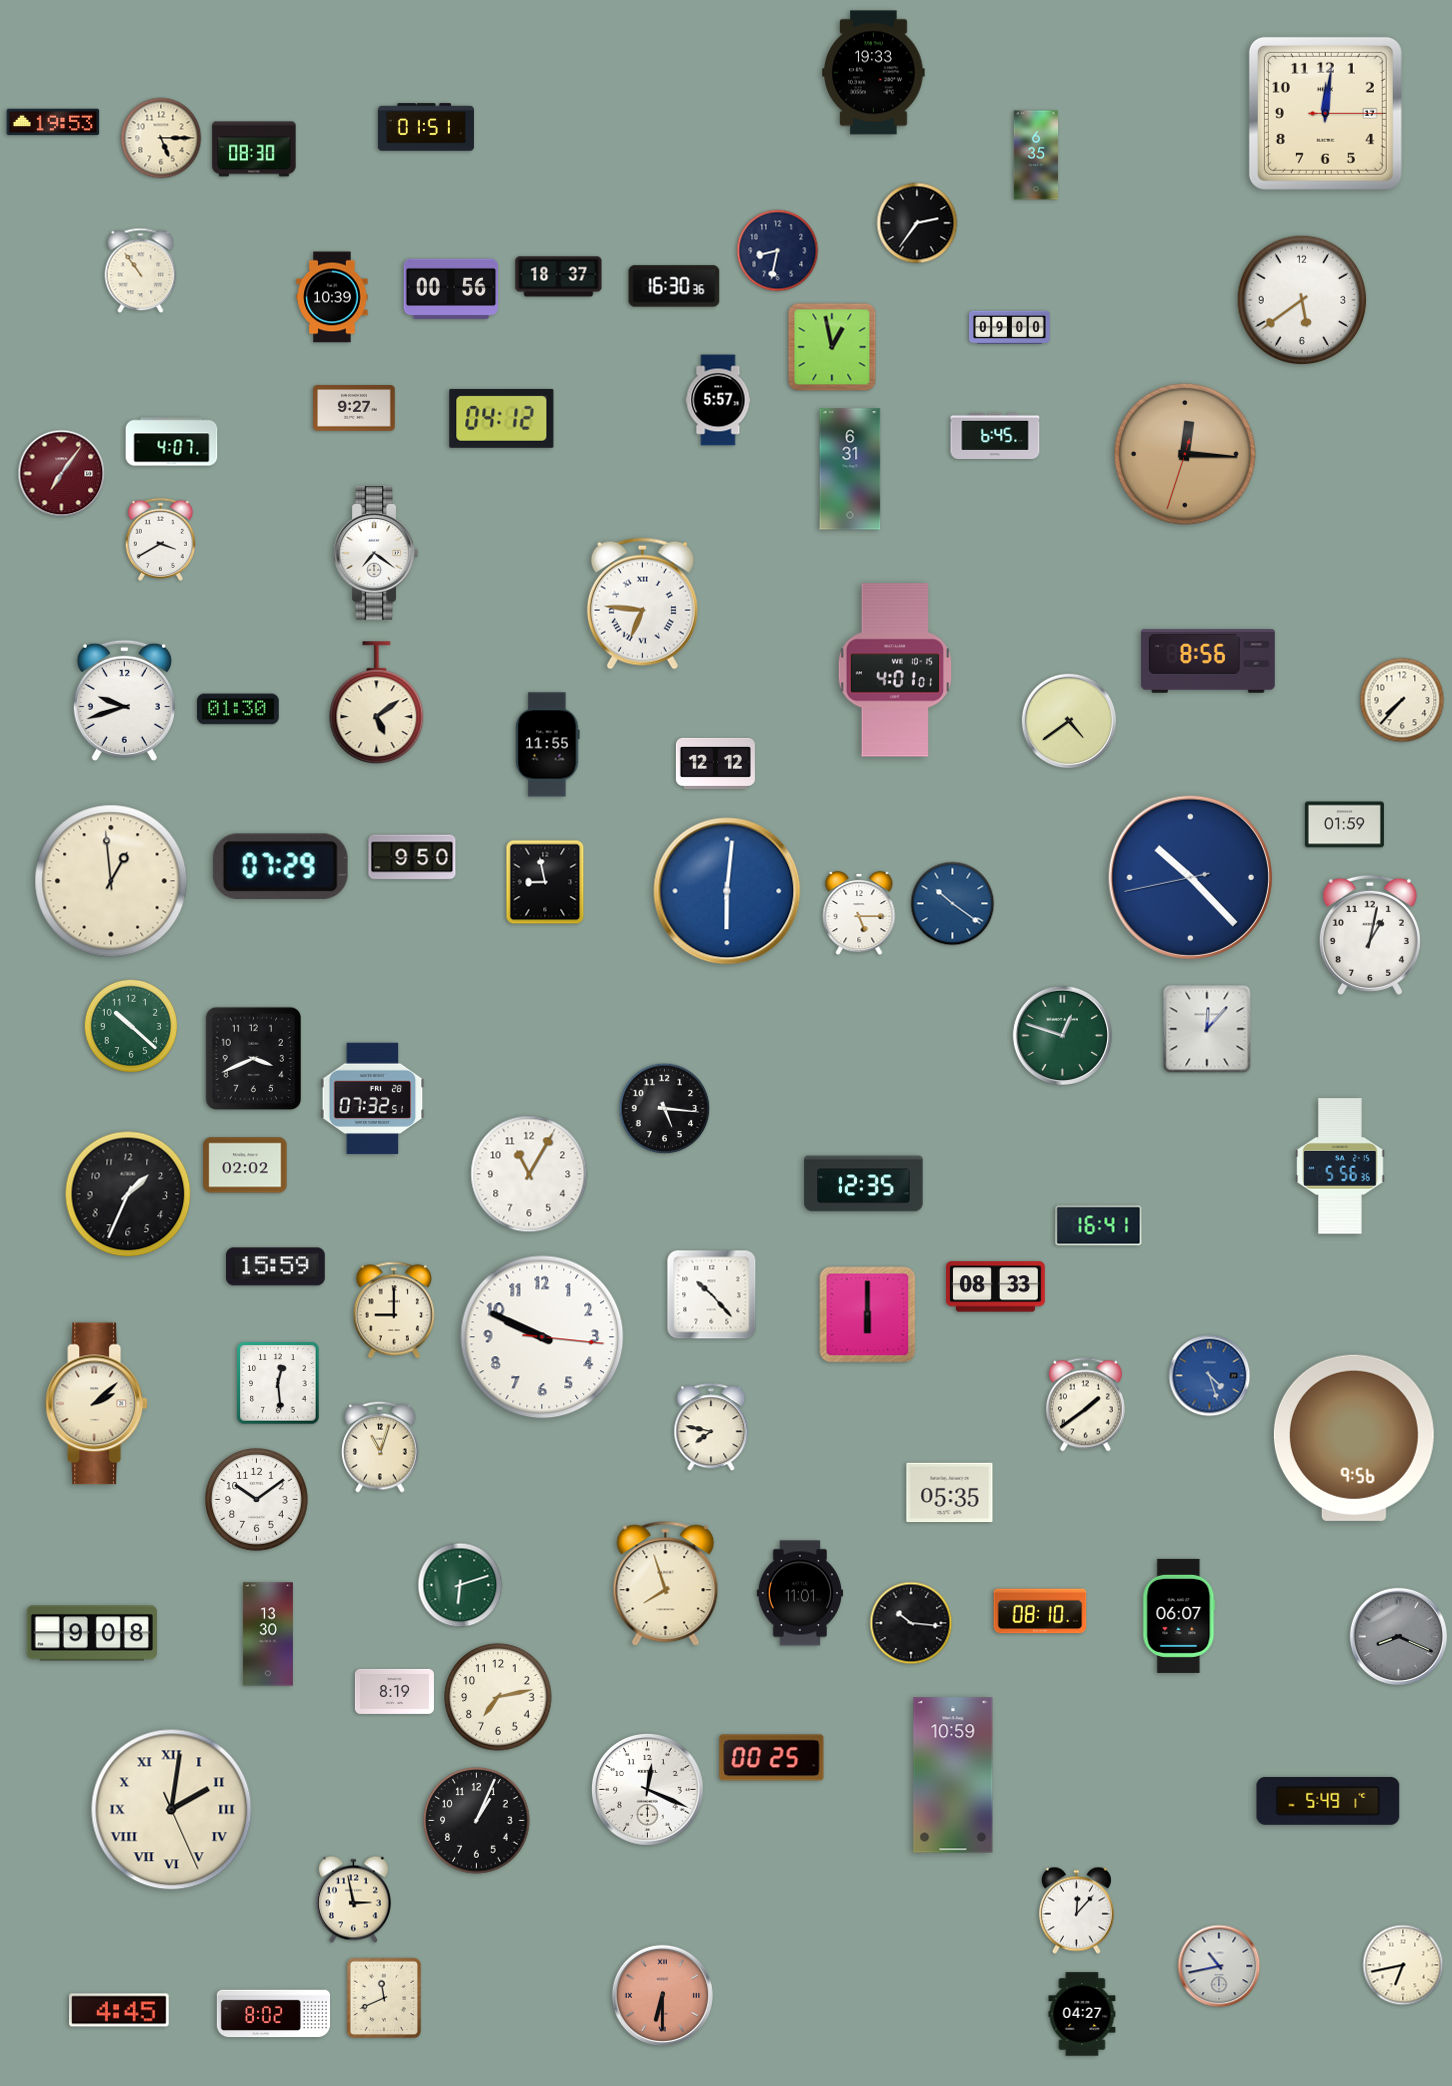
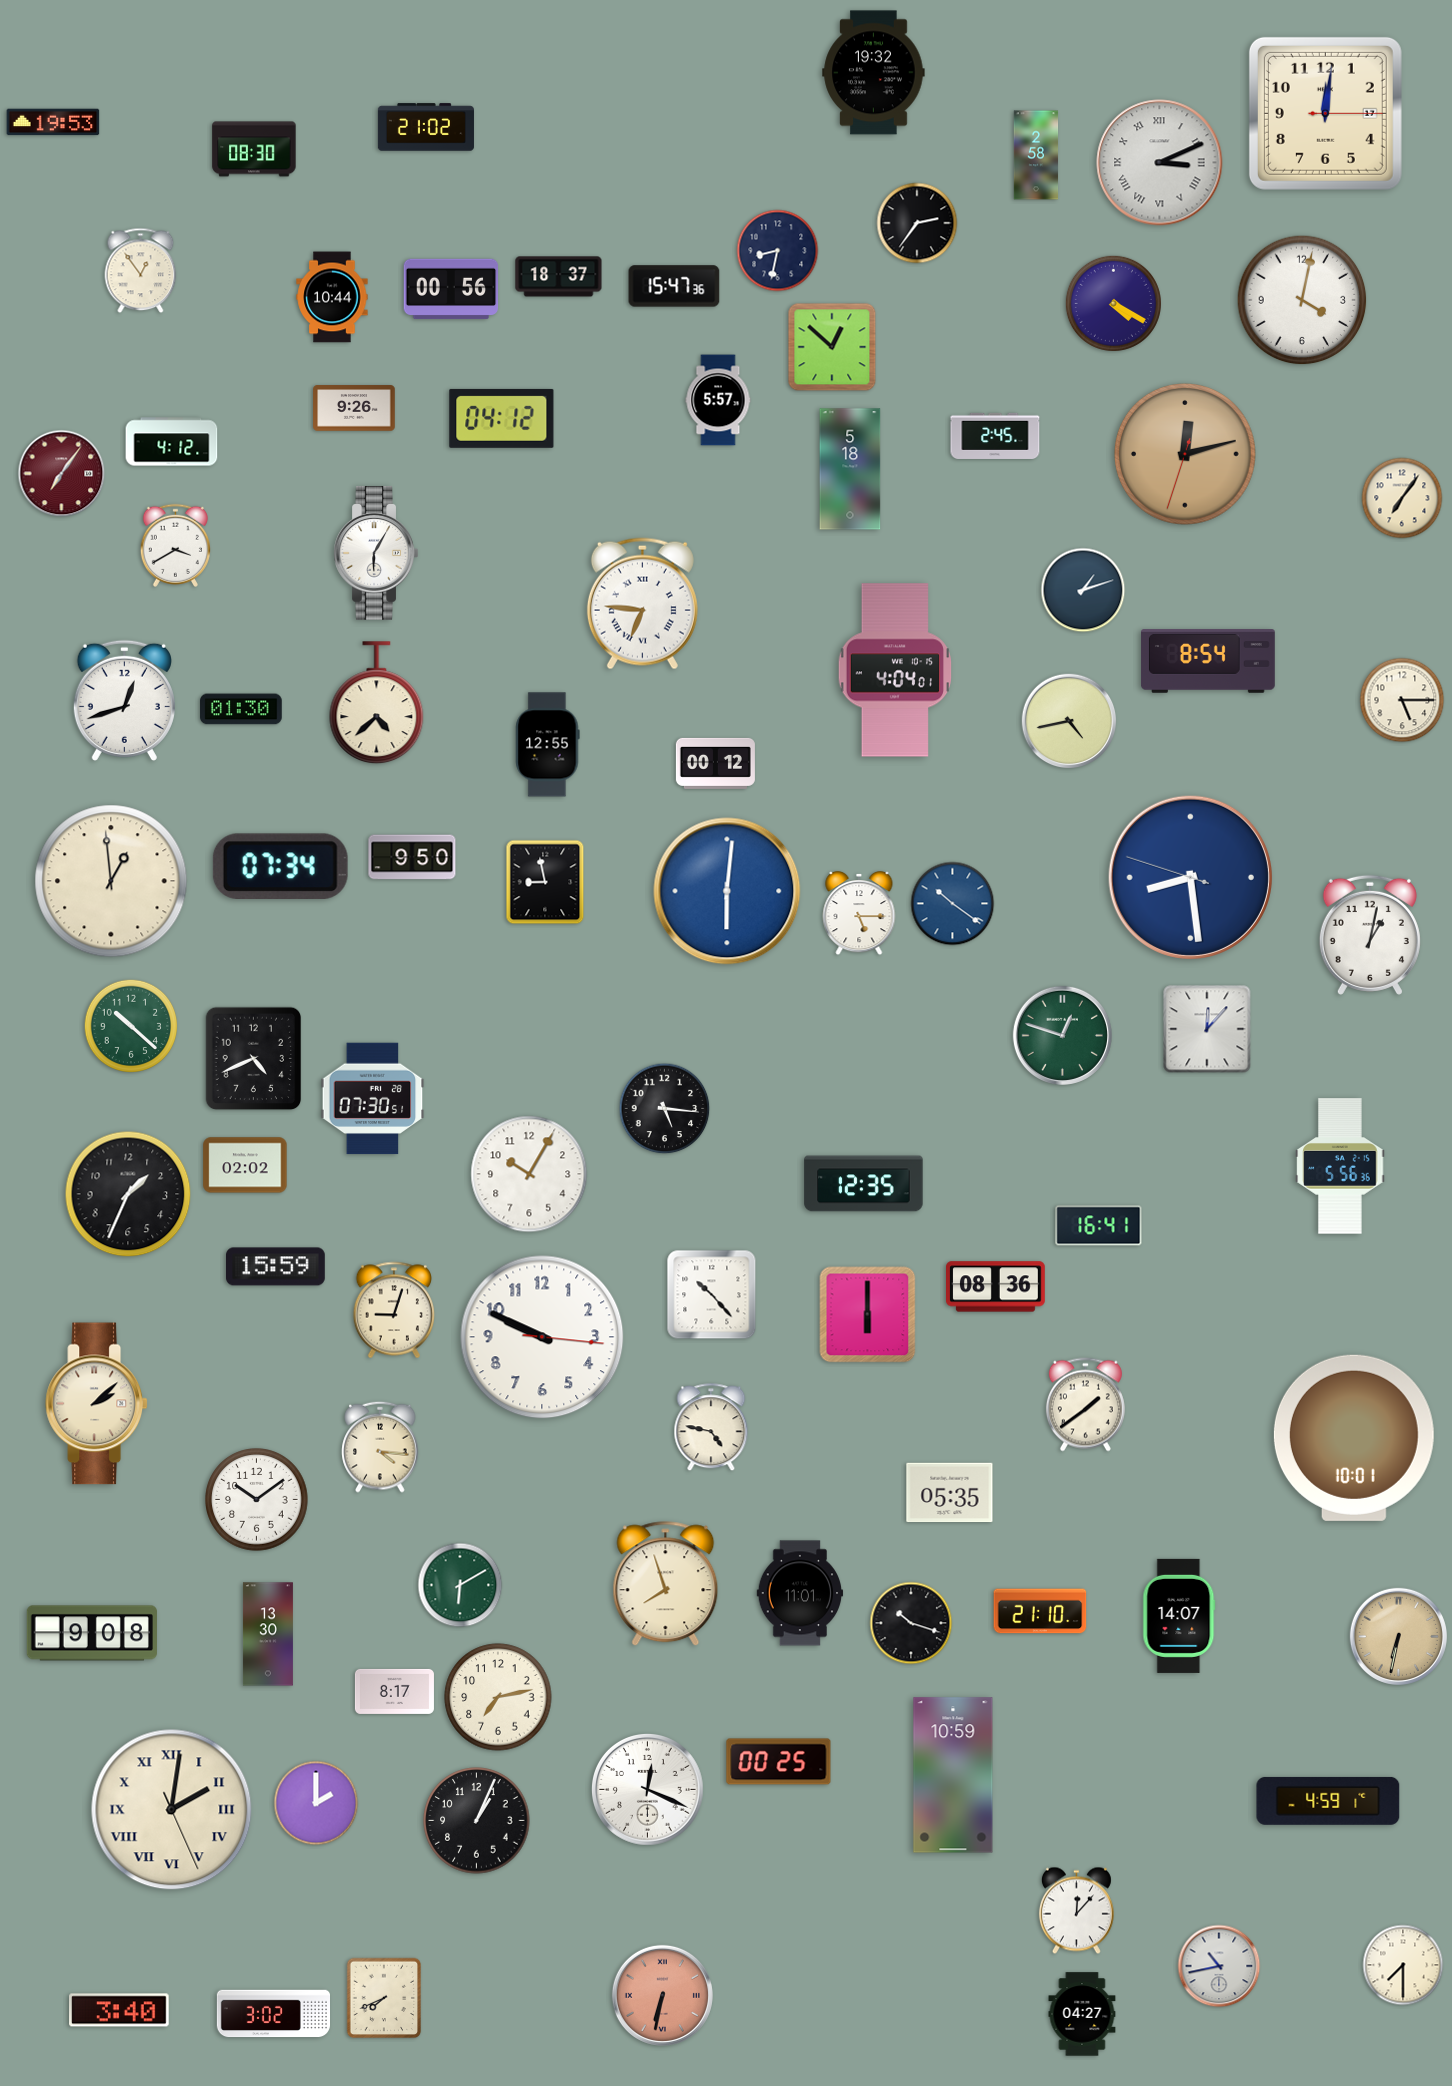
clock at (874, 73): 19:33 -> 19:32
clock at (426, 127): 01:51 -> 21:02
clock at (161, 138): 5:15 -> none
clock at (1036, 155): 6:35 -> 2:58
clock at (1160, 163): none -> 3:11
clock at (141, 271): 10:54 -> 12:54
clock at (674, 286): 16:30 -> 15:47
clock at (332, 297): 10:39 -> 10:44
clock at (1302, 300): 5:39 -> 4:02
clock at (1113, 303): none -> 4:20
clock at (1010, 327): 09:00 -> none
clock at (832, 347): 12:58 -> 12:52
clock at (354, 408): 9:27 -> 9:26
clock at (995, 436): 6:45 -> 2:45
clock at (172, 442): 4:07 -> 4:12
clock at (1185, 454): 12:15 -> 12:12
clock at (850, 469): 6:31 -> 5:18
clock at (1402, 498): none -> 7:06
clock at (160, 539) position: (160, 539) -> (175, 545)
clock at (376, 553): 7:21 -> 6:05
clock at (1083, 590): none -> 1:12
clock at (1209, 661): 8:56 -> 8:54
clock at (895, 670): 4:01 -> 4:04
clock at (124, 700): 9:42 -> 12:42
clock at (1402, 700): 7:37 -> 5:15
clock at (377, 703): 5:09 -> 4:38
clock at (238, 709) position: (238, 709) -> (241, 709)
clock at (1069, 721): 4:39 -> 4:43
clock at (548, 745): 11:55 -> 12:55
clock at (715, 763): 12:12 -> 00:12
clock at (1344, 825): 01:59 -> none
clock at (280, 866): 07:29 -> 07:34
clock at (1190, 877): 10:22 -> 8:28
clock at (254, 1059): 3:41 -> 4:41
clock at (373, 1099): 07:32 -> 07:30
clock at (529, 1174): 11:05 -> 10:05
clock at (996, 1287): 08:33 -> 08:36
clock at (393, 1310): 9:00 -> 9:03
clock at (1210, 1376): 4:27 -> none
clock at (278, 1383): 12:29 -> none
clock at (711, 1428): 7:47 -> 4:47
clock at (1354, 1438): 9:56 -> 10:01
clock at (380, 1447): 11:03 -> 4:16
clock at (460, 1585): 6:12 -> 6:10
clock at (1040, 1611): 08:10 -> 21:10
clock at (1179, 1616): 06:07 -> 14:07
clock at (911, 1623): 10:16 -> 10:18
clock at (1398, 1636): 8:19 -> 6:32
clock at (1398, 1636) dial: grey -> champagne
clock at (394, 1691): 8:19 -> 8:17
clock at (772, 1758) position: (772, 1758) -> (779, 1762)
clock at (1328, 1801): 5:49 -> 4:59
clock at (316, 1803): none -> 2:00
clock at (353, 1900): 2:58 -> none
clock at (1403, 1965): 6:43 -> 7:30
clock at (662, 1995): 6:30 -> 6:32
clock at (384, 1998): 11:41 -> 7:41
clock at (119, 2010): 4:45 -> 3:40
clock at (273, 2014): 8:02 -> 3:02
